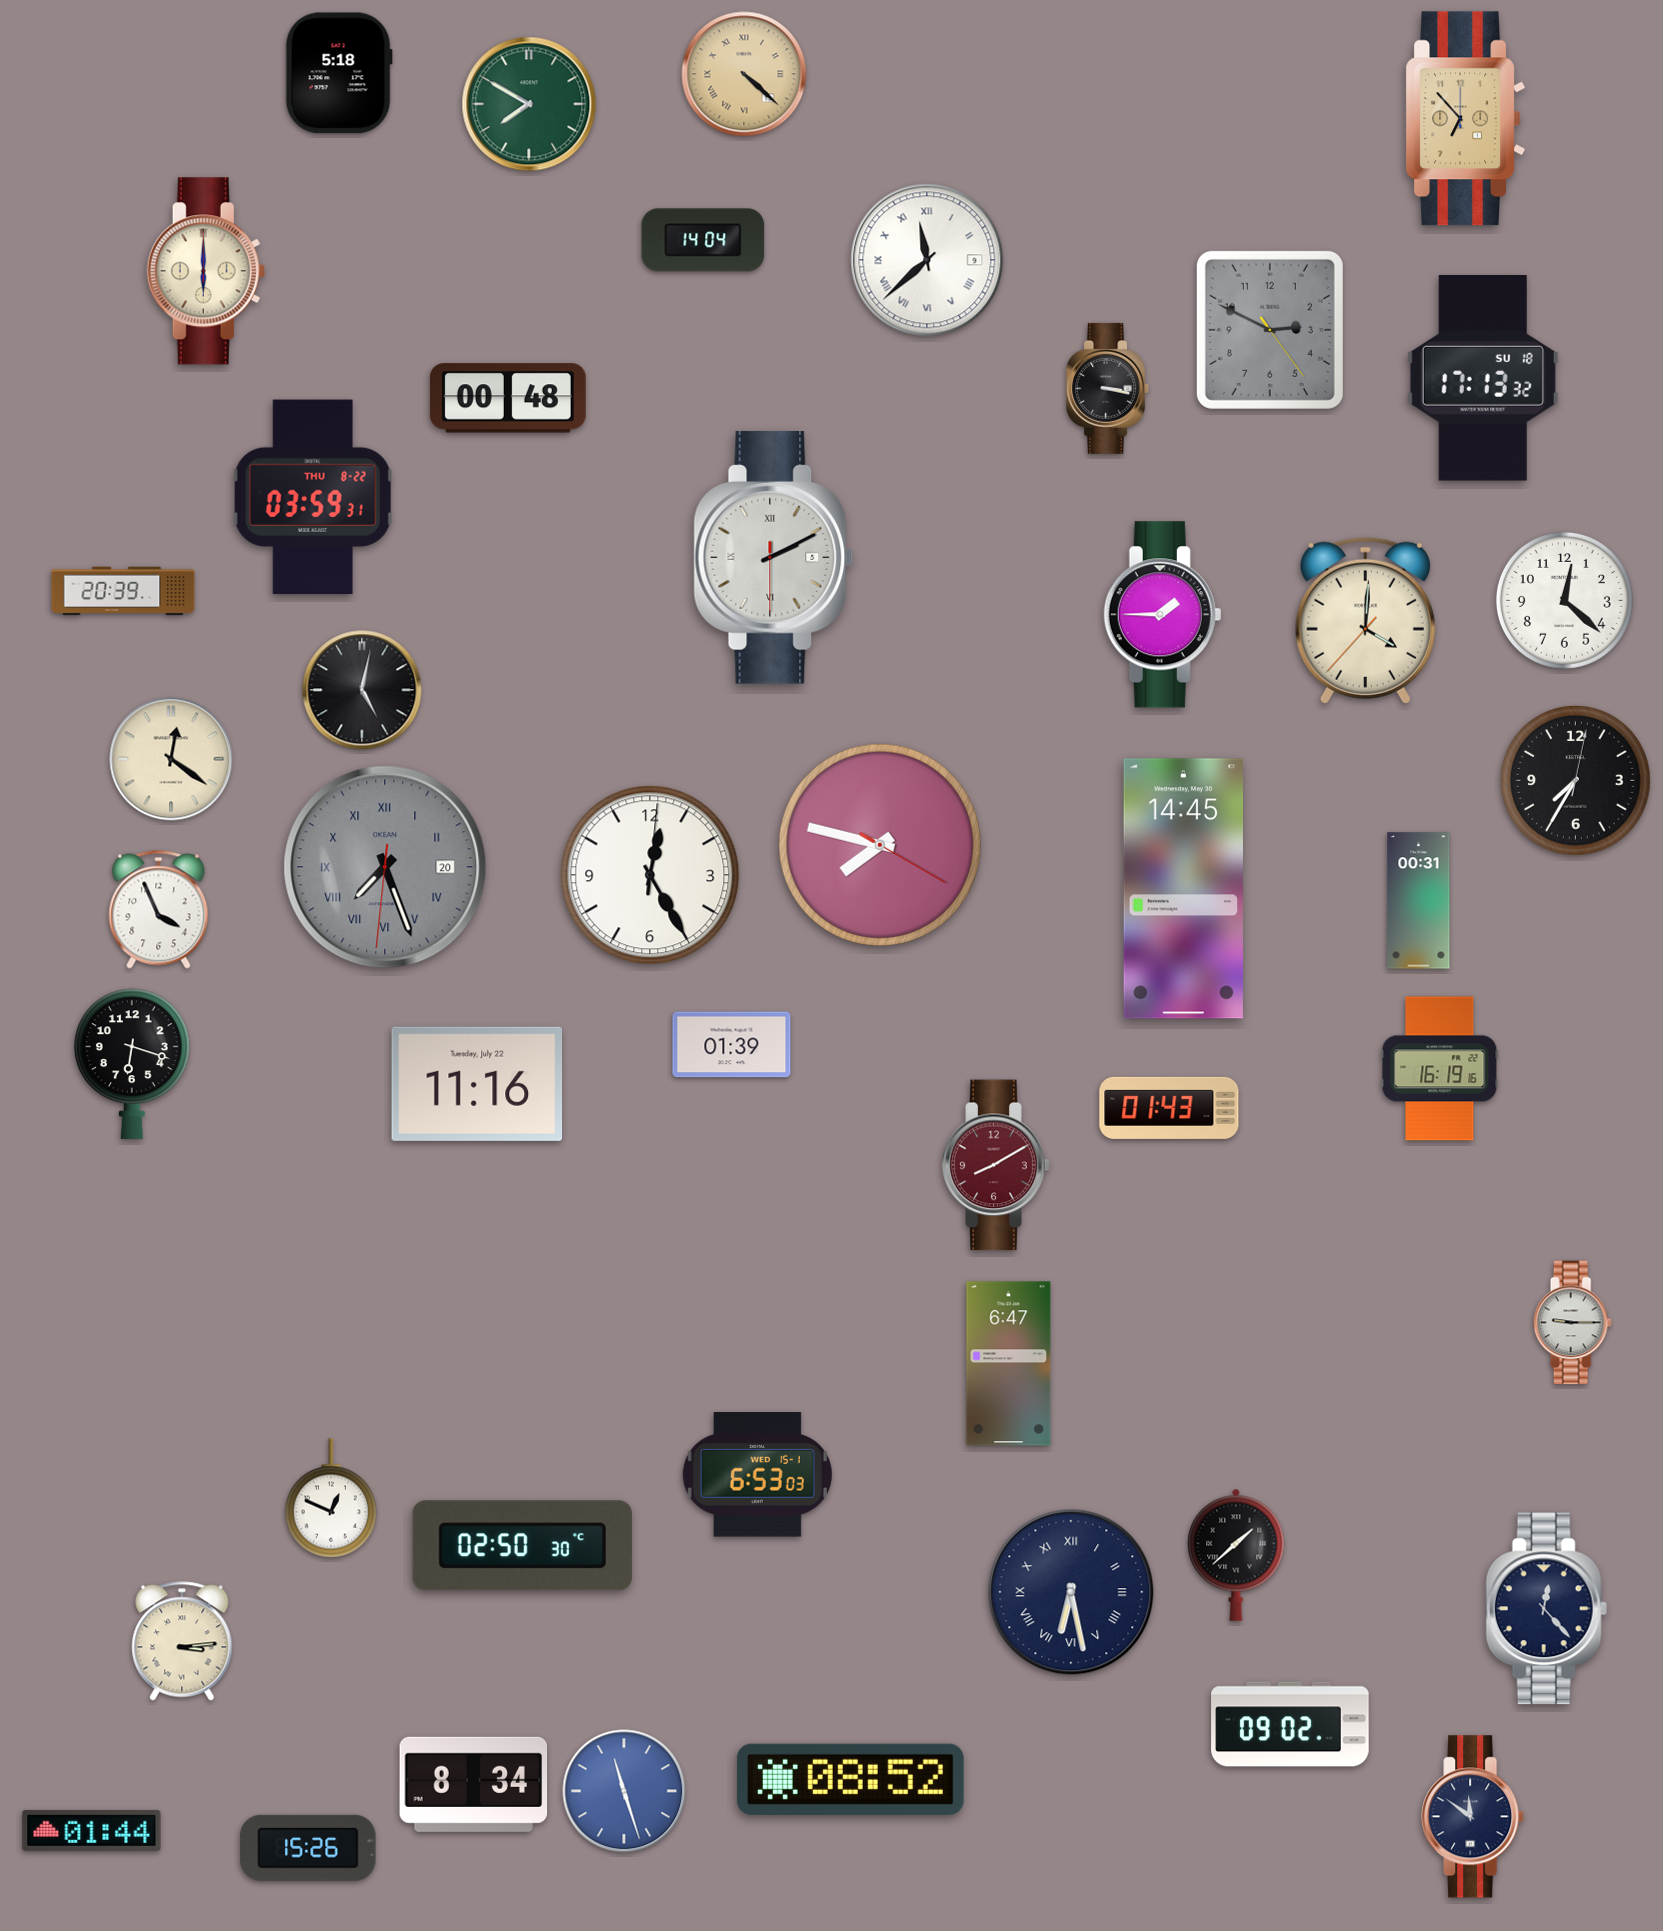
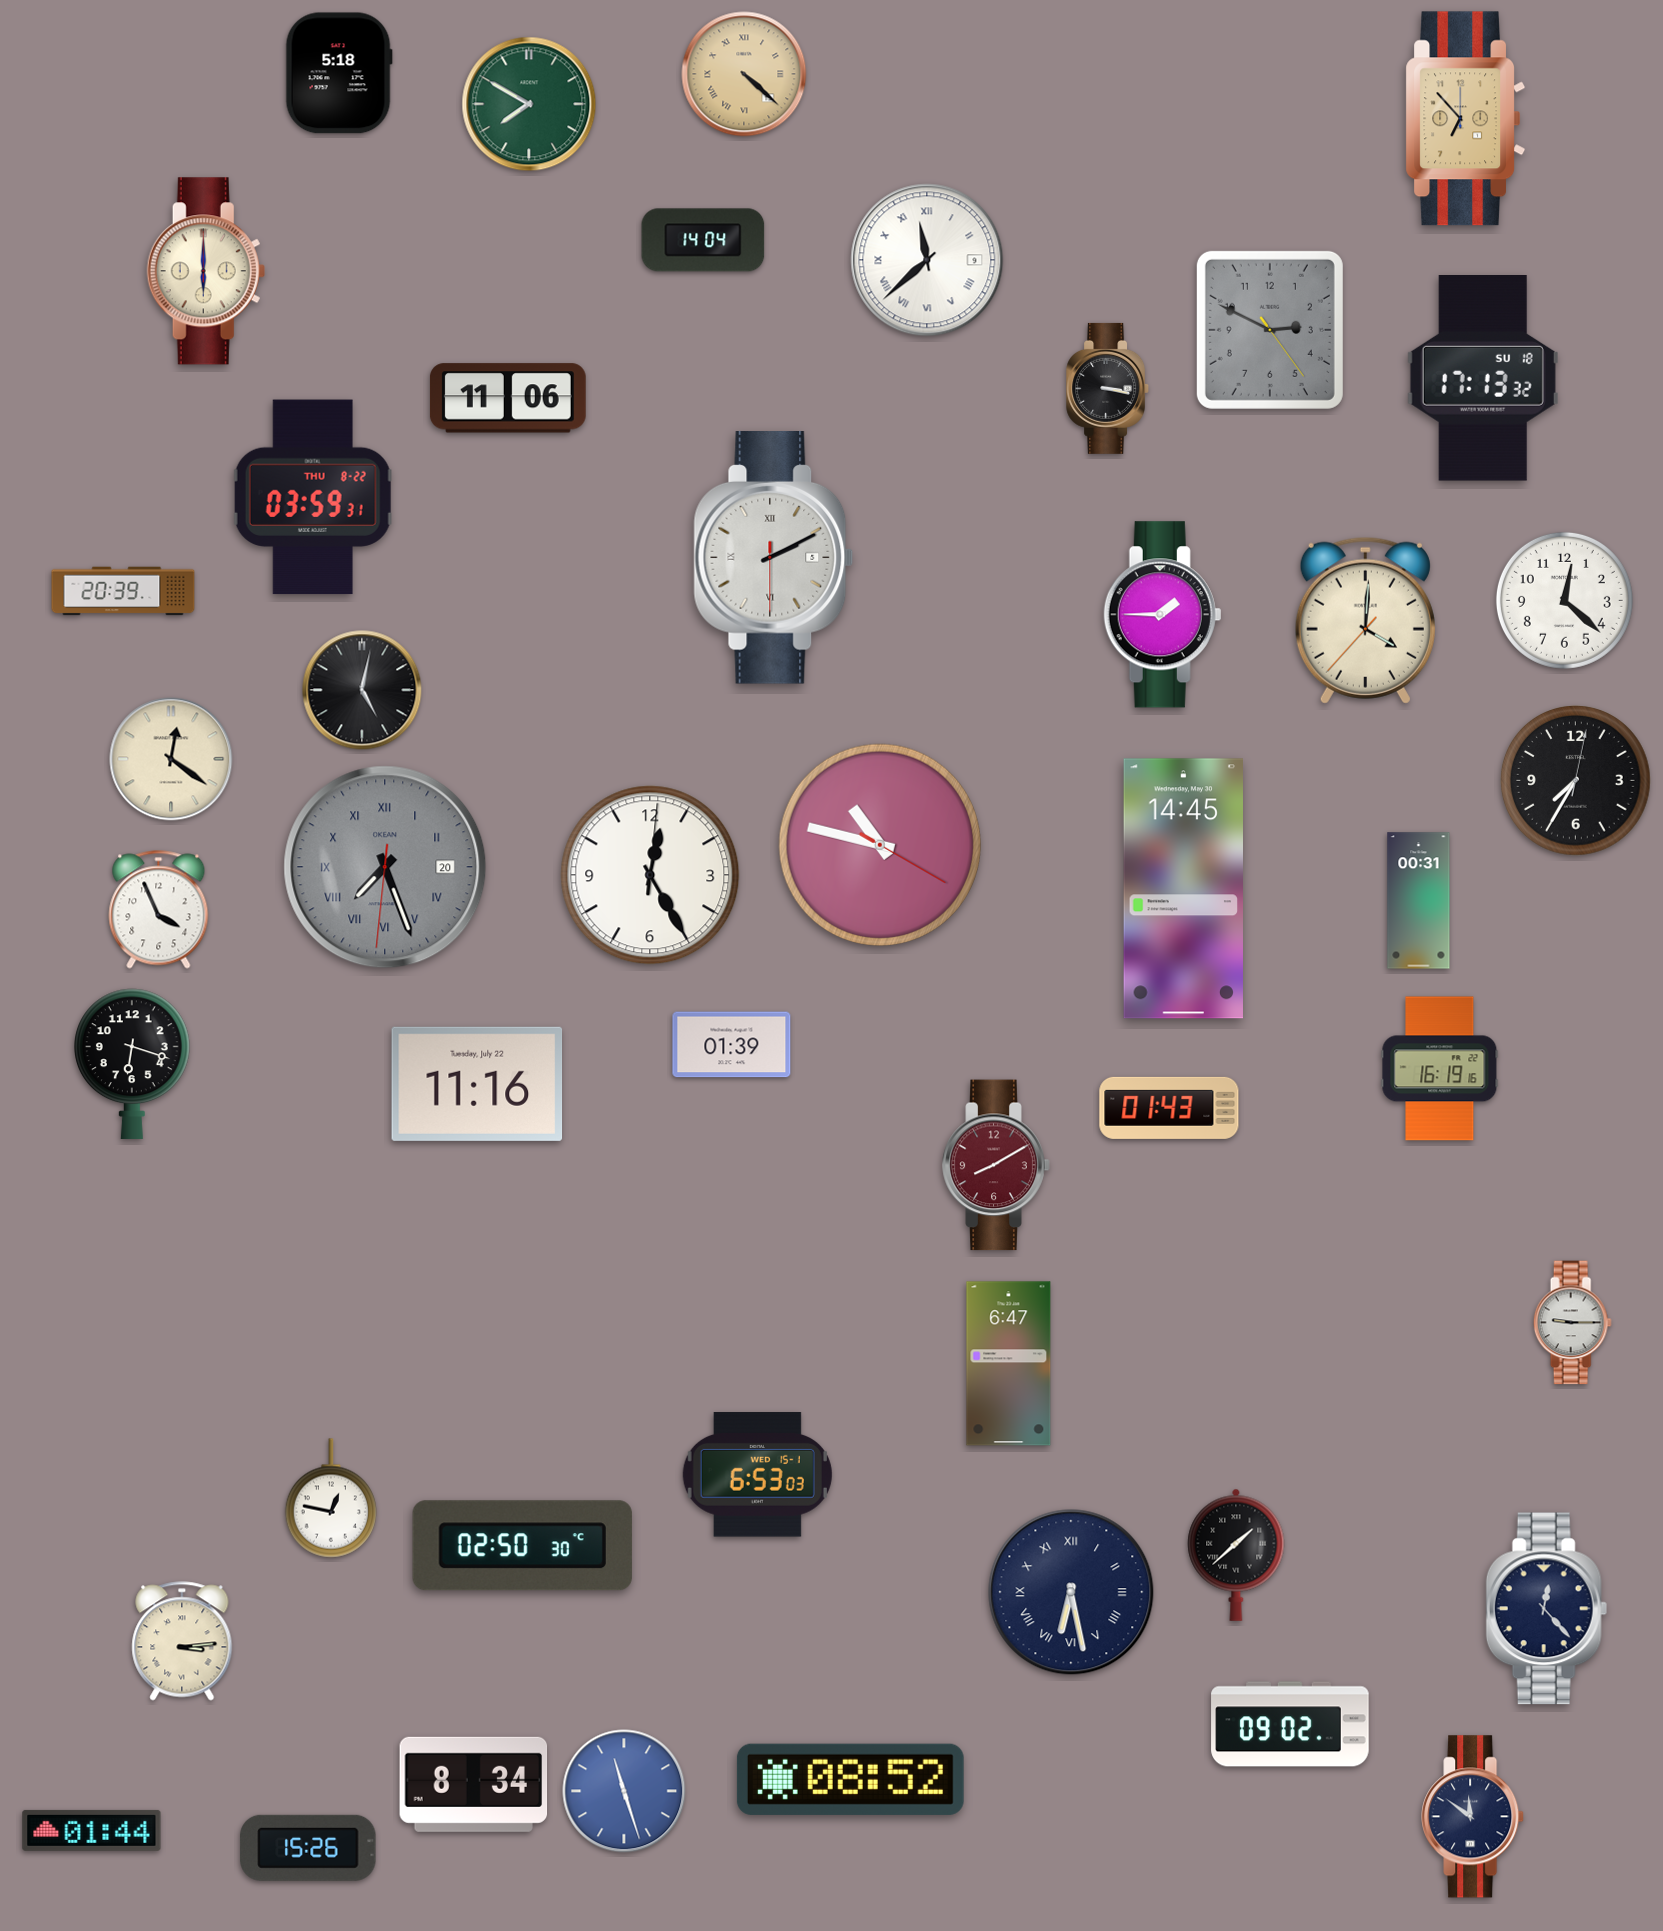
clock at (508, 398): 00:48 -> 11:06
clock at (880, 845): 7:47 -> 10:47
clock at (330, 1498): 12:49 -> 12:47
